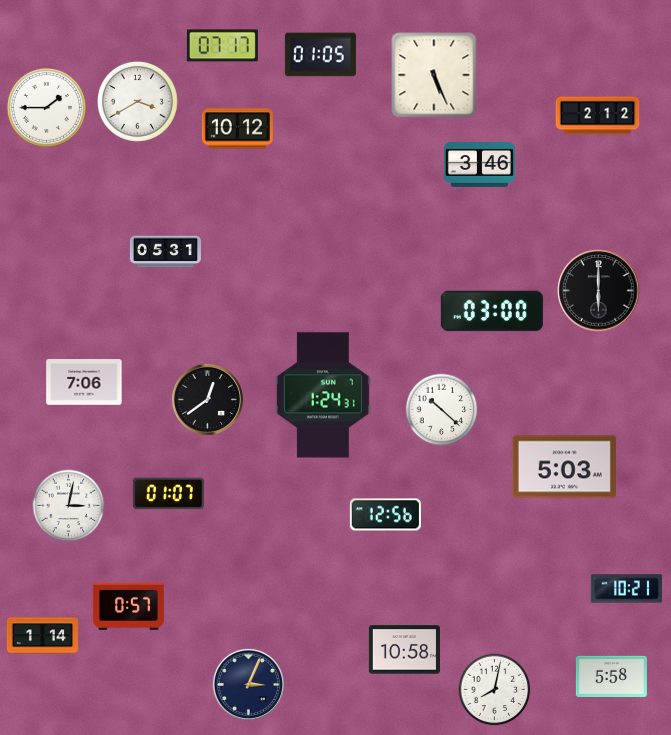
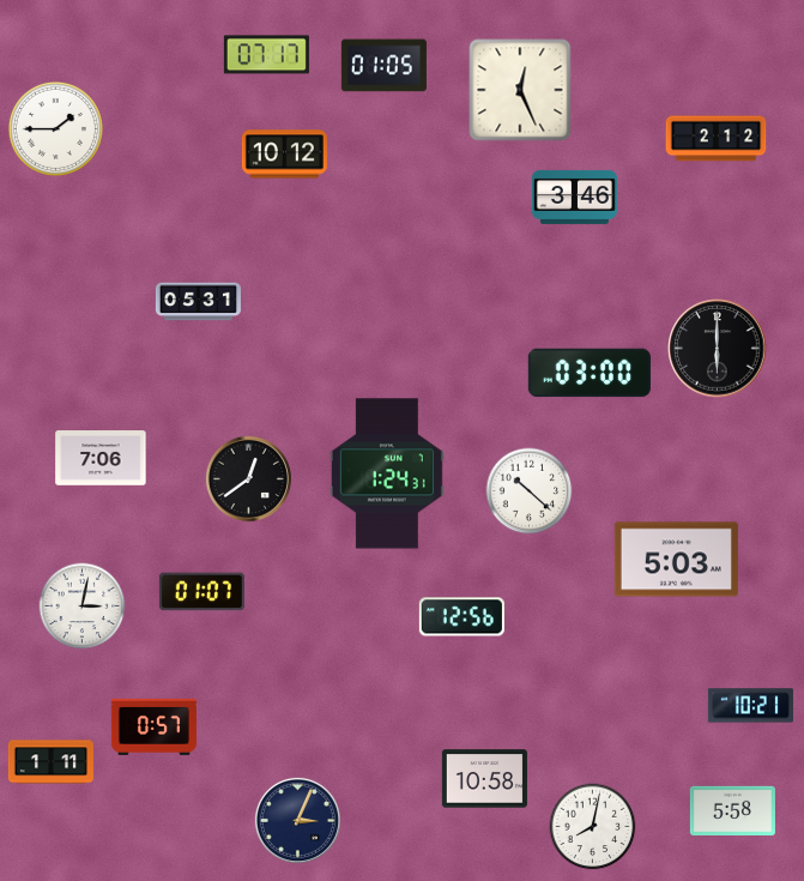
clock at (434, 75): 5:26 -> 12:26
clock at (137, 101): 3:40 -> none
clock at (42, 636): 1:14 -> 1:11
